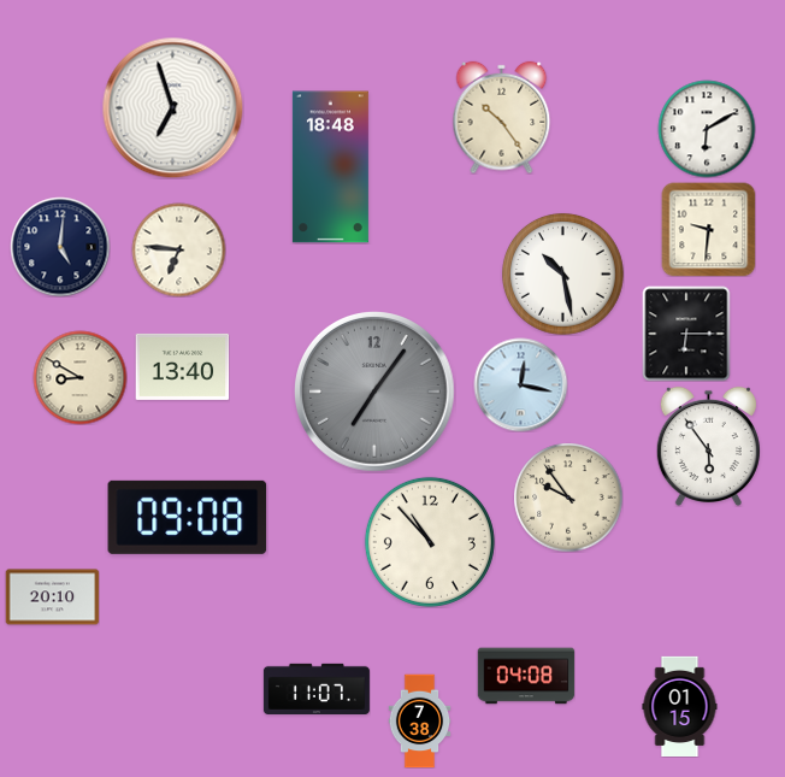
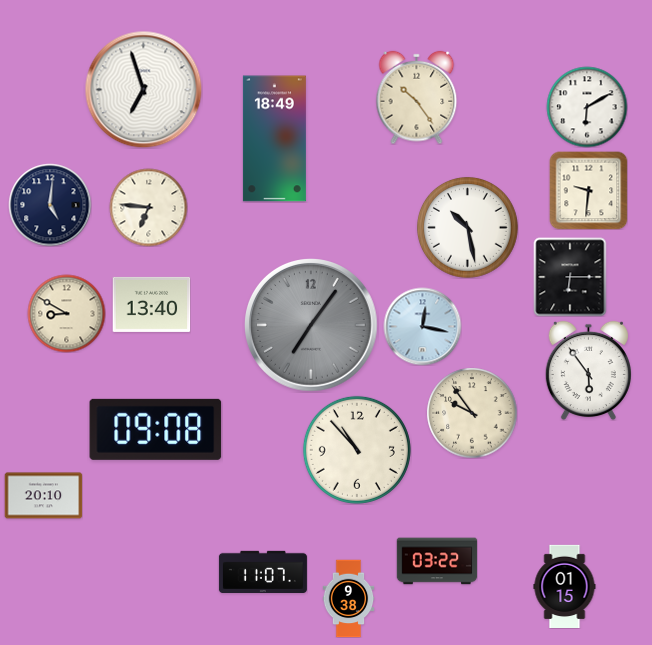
clock at (330, 167): 18:48 -> 18:49
clock at (520, 384) position: (520, 384) -> (422, 326)
clock at (526, 676): 04:08 -> 03:22
clock at (420, 720): 7:38 -> 9:38
